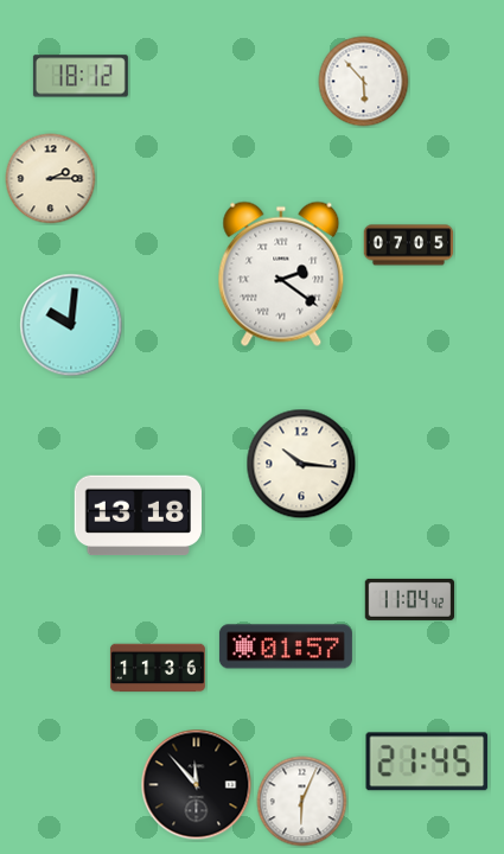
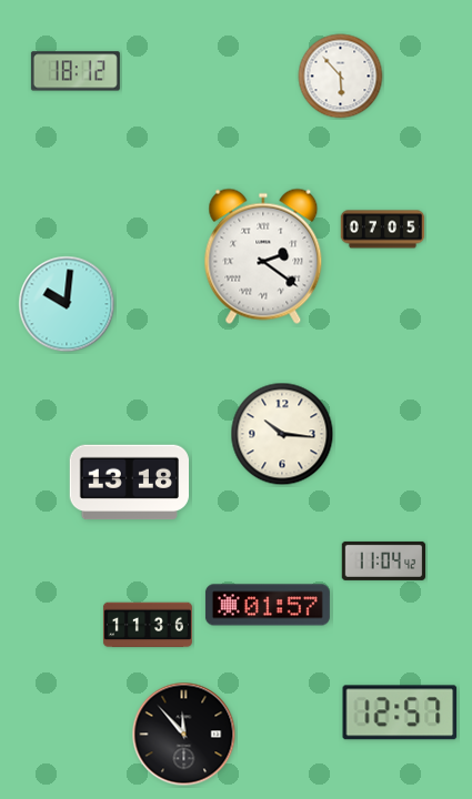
clock at (51, 179): 2:15 -> none
clock at (427, 761): 21:45 -> 12:57
clock at (302, 802): 6:04 -> none
